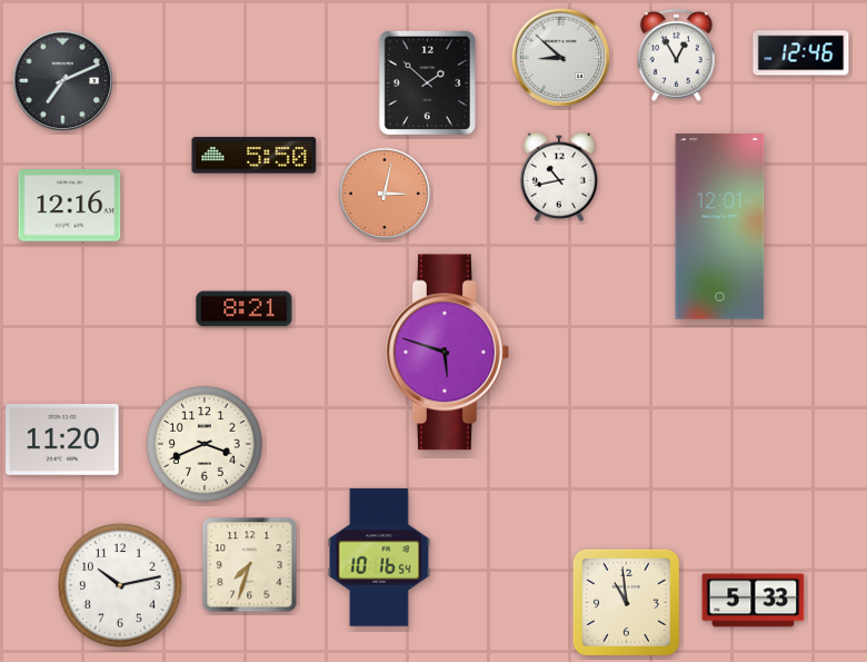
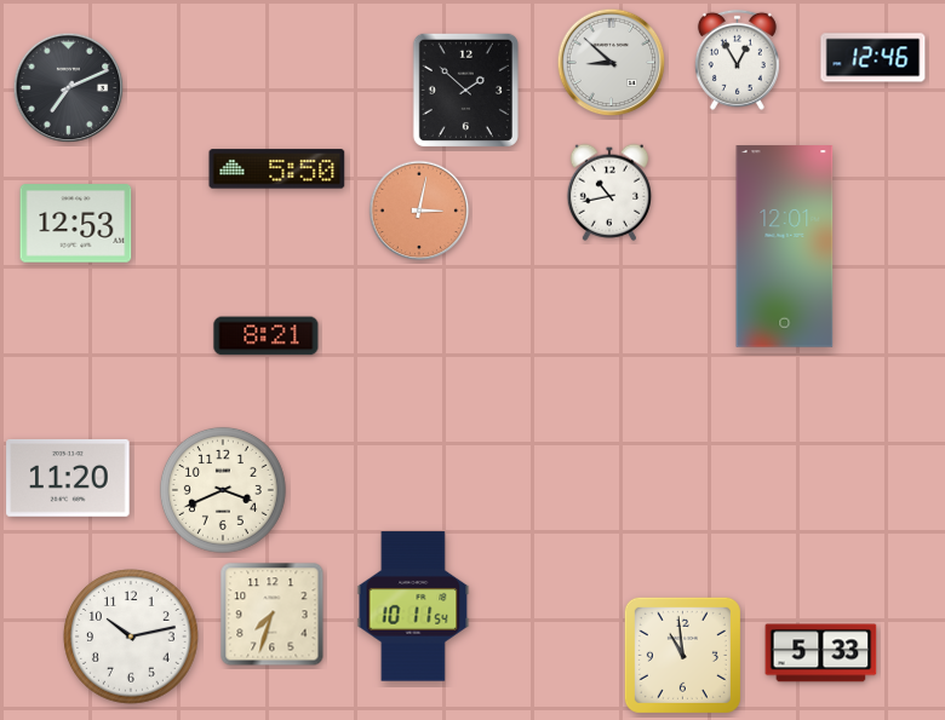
clock at (70, 206): 12:16 -> 12:53
clock at (448, 353): 5:48 -> none
clock at (205, 444) position: (205, 444) -> (223, 490)
clock at (379, 557): 10:16 -> 10:11
